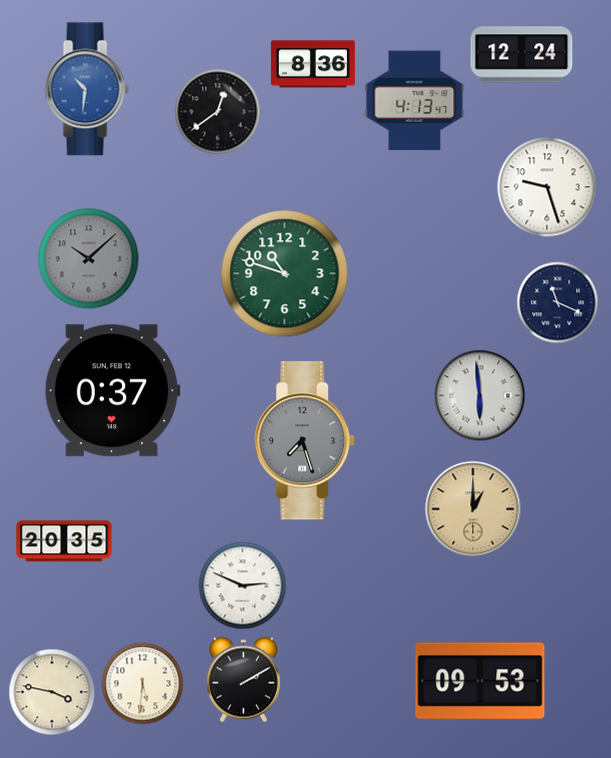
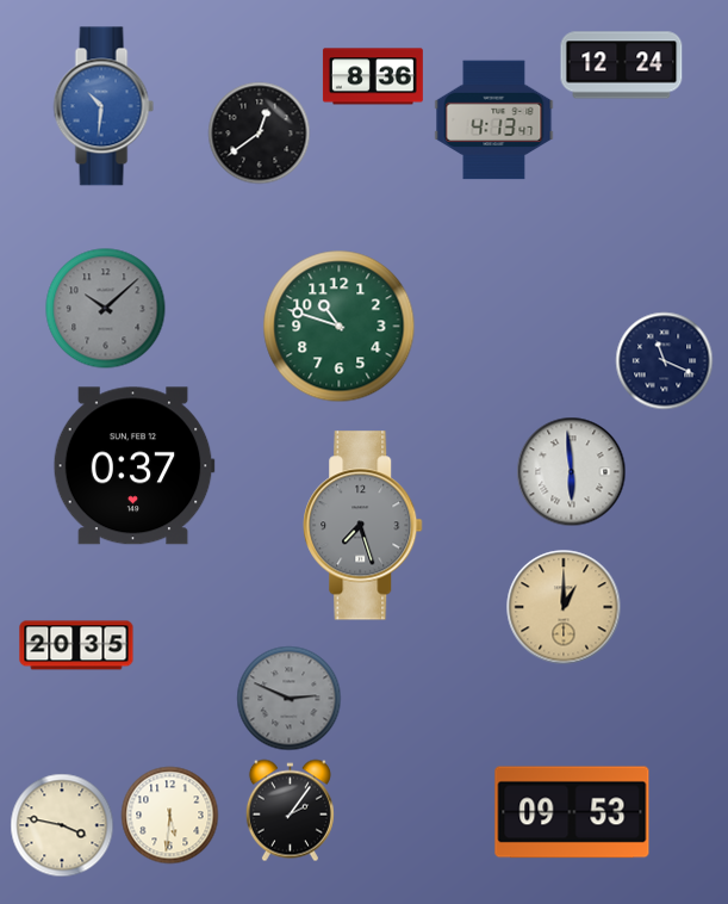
clock at (547, 187): 9:27 -> none
clock at (243, 586) dial: white -> grey
clock at (243, 680): 2:10 -> 2:06
